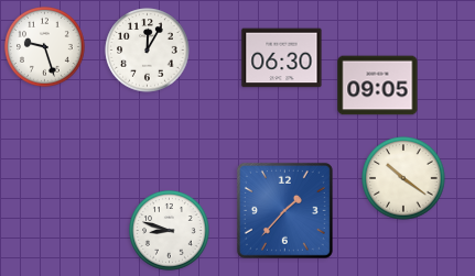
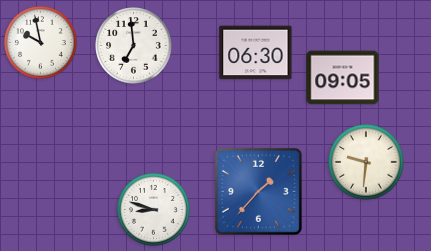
clock at (45, 47): 9:27 -> 9:58
clock at (148, 51): 12:05 -> 6:59
clock at (403, 178): 10:21 -> 9:31
